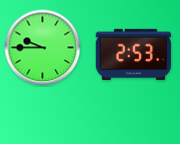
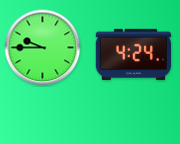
clock at (134, 54): 2:53 -> 4:24
